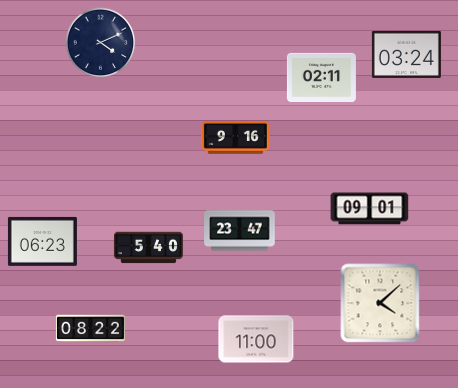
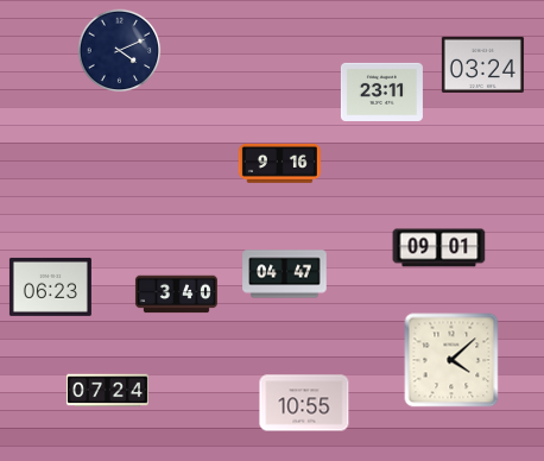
clock at (321, 77): 02:11 -> 23:11
clock at (240, 231): 23:47 -> 04:47
clock at (148, 248): 5:40 -> 3:40
clock at (90, 329): 08:22 -> 07:24
clock at (256, 339): 11:00 -> 10:55
